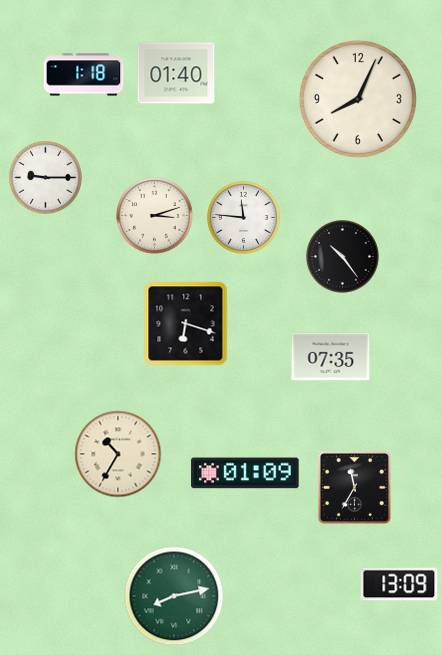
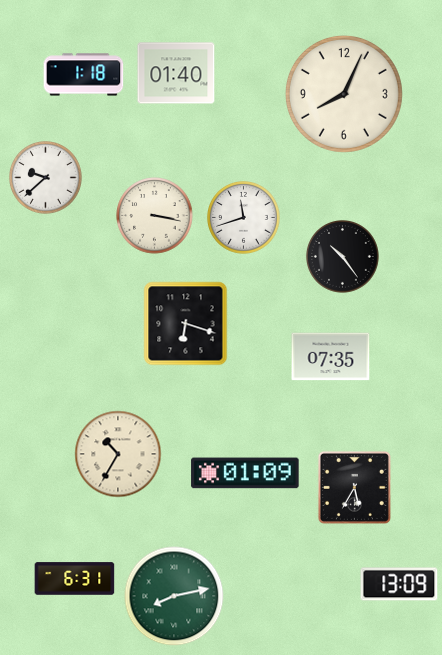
clock at (358, 99) position: (358, 99) -> (344, 94)
clock at (46, 178): 9:15 -> 9:38
clock at (155, 216): 3:12 -> 3:17
clock at (244, 218): 11:46 -> 11:42
clock at (354, 487): 11:35 -> 5:35
clock at (75, 579): none -> 6:31
